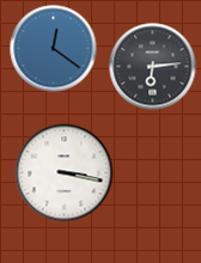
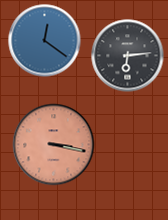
clock at (65, 173) dial: white -> salmon
